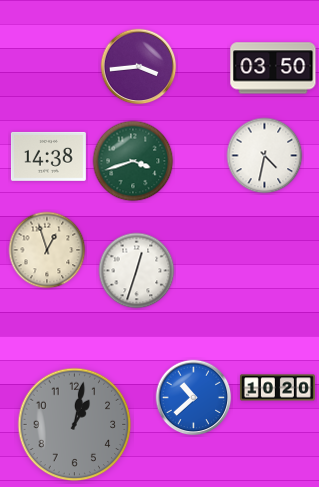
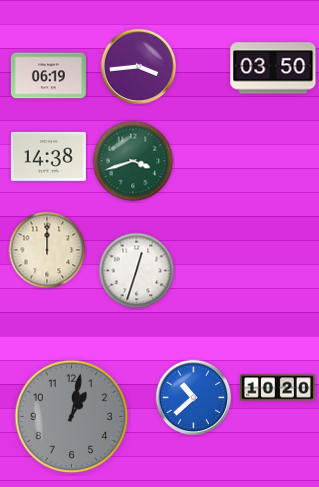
clock at (48, 76): none -> 06:19
clock at (265, 156): 4:32 -> none
clock at (47, 250): 12:57 -> 12:00
clock at (75, 425) position: (75, 425) -> (72, 417)
